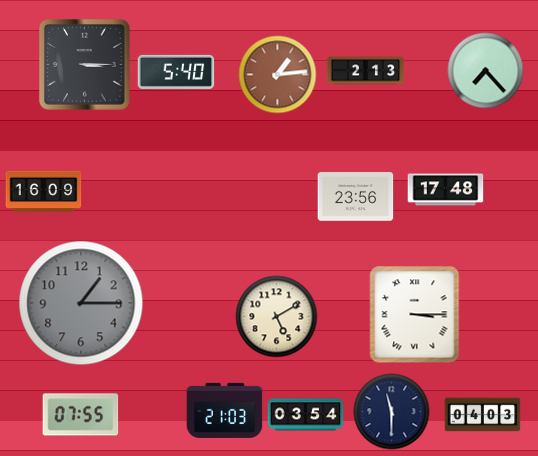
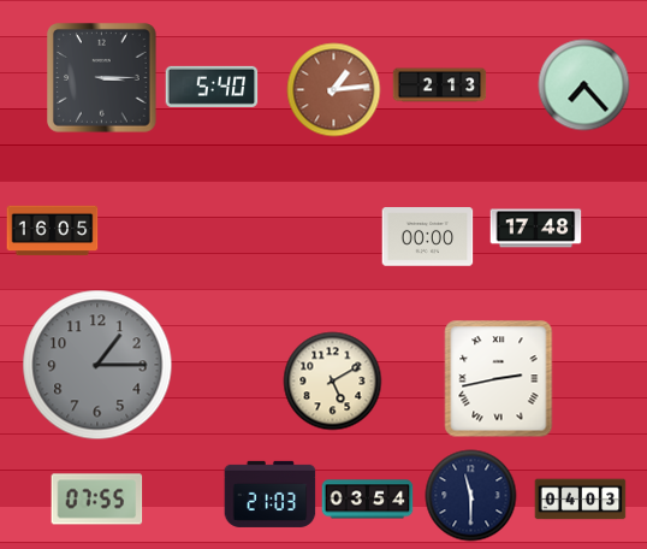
clock at (44, 192): 16:09 -> 16:05
clock at (356, 197): 23:56 -> 00:00
clock at (415, 315): 3:15 -> 2:43
